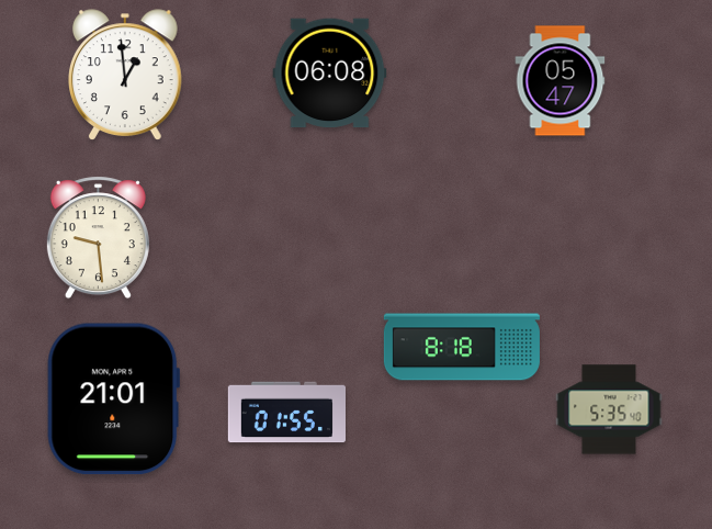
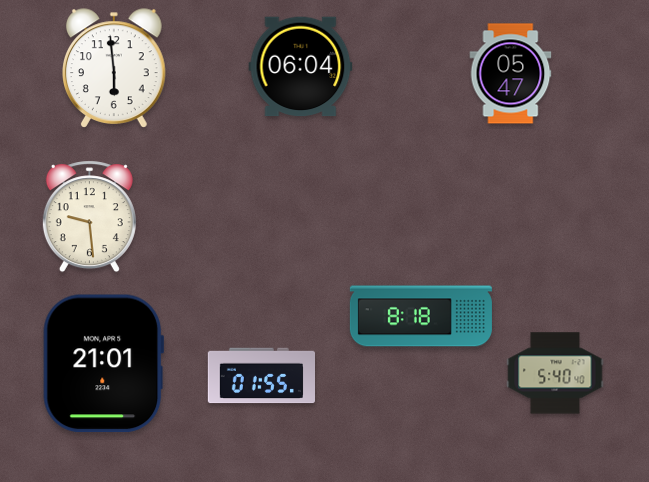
clock at (330, 74): 06:08 -> 06:04
clock at (126, 75): 12:59 -> 5:59
clock at (609, 409): 5:35 -> 5:40
